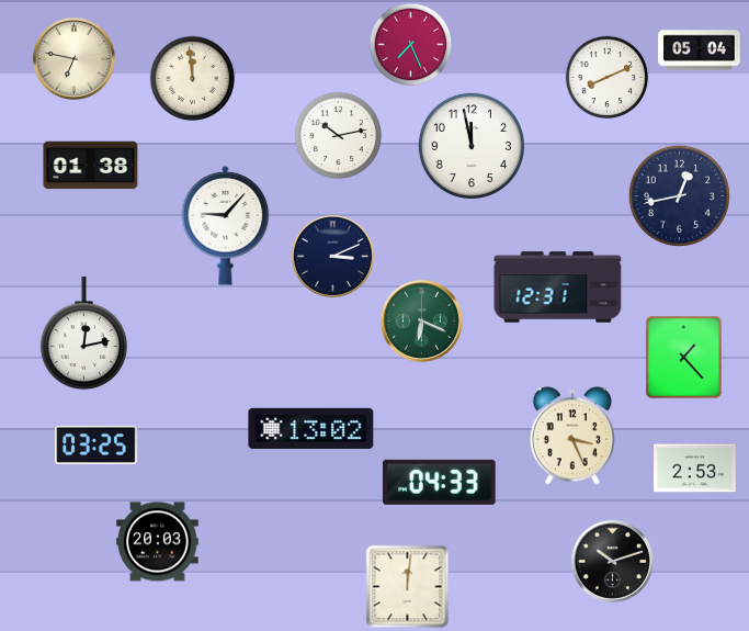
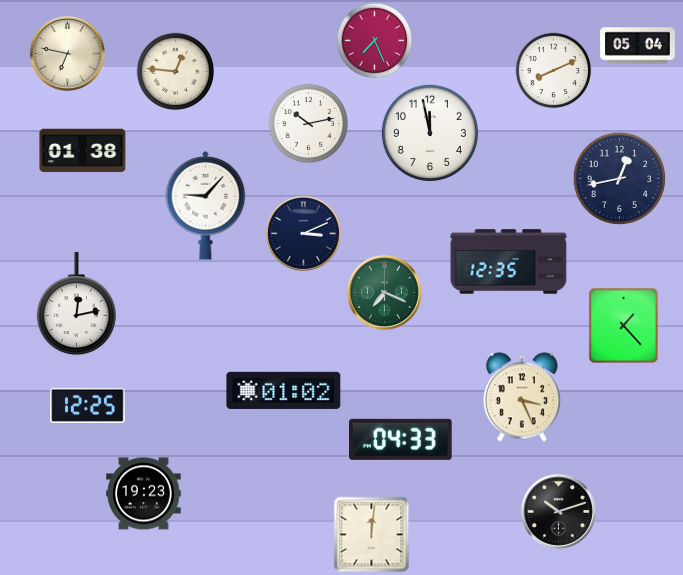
clock at (193, 79): 11:59 -> 12:46
clock at (558, 288): 12:31 -> 12:35
clock at (421, 320): 6:19 -> 7:19
clock at (311, 428): 13:02 -> 01:02
clock at (97, 444): 03:25 -> 12:25
clock at (695, 469): 2:53 -> none
clock at (158, 542): 20:03 -> 19:23
